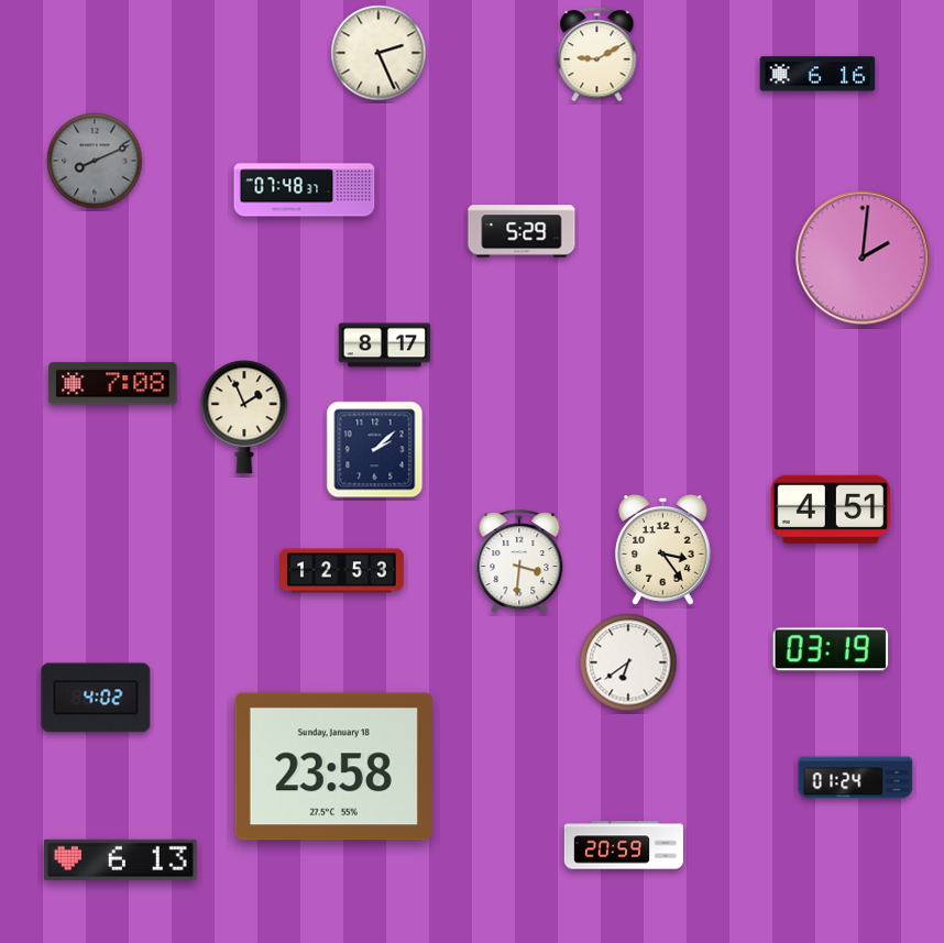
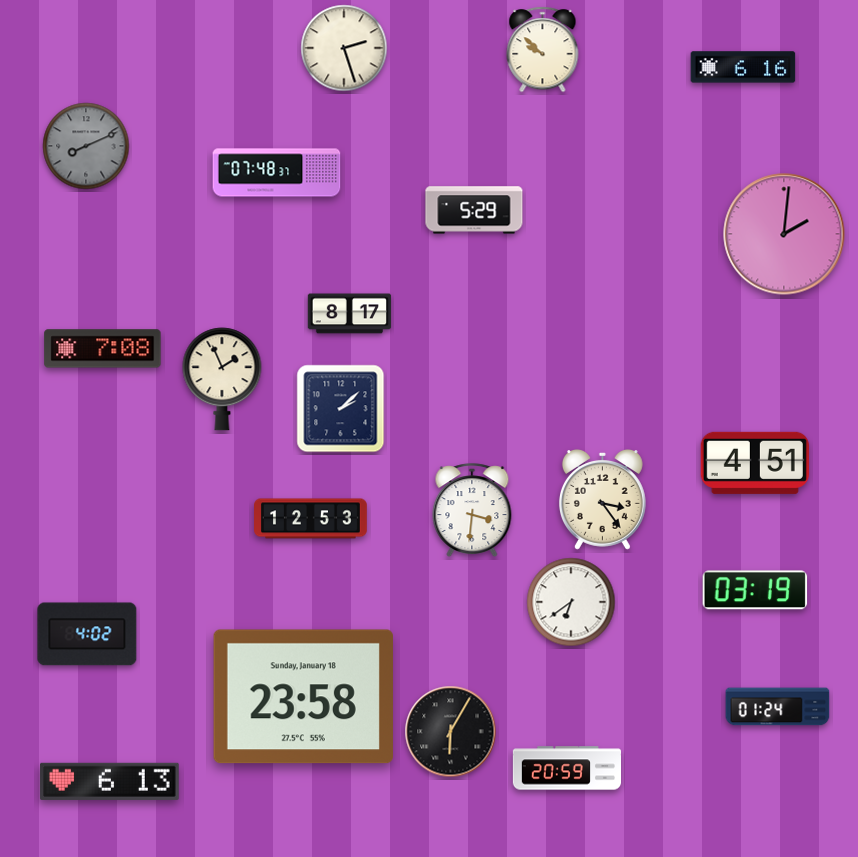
clock at (378, 53): 2:26 -> 2:27
clock at (597, 55): 9:10 -> 9:52
clock at (451, 732): none -> 6:05
